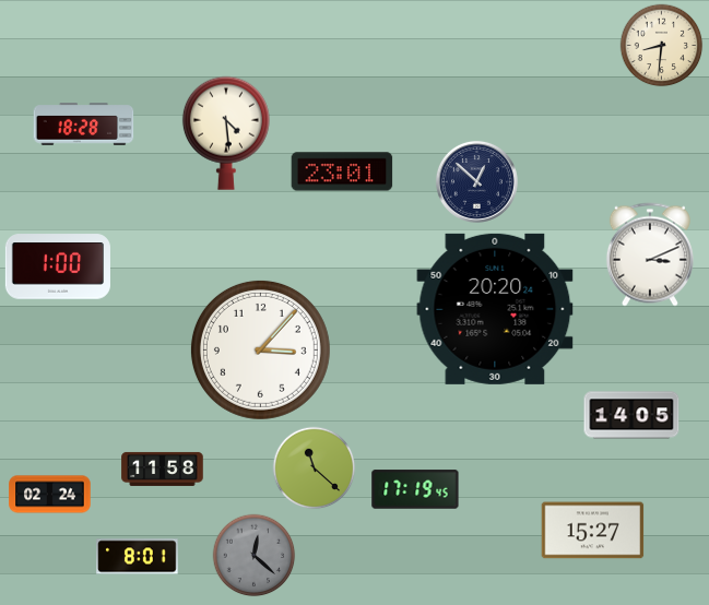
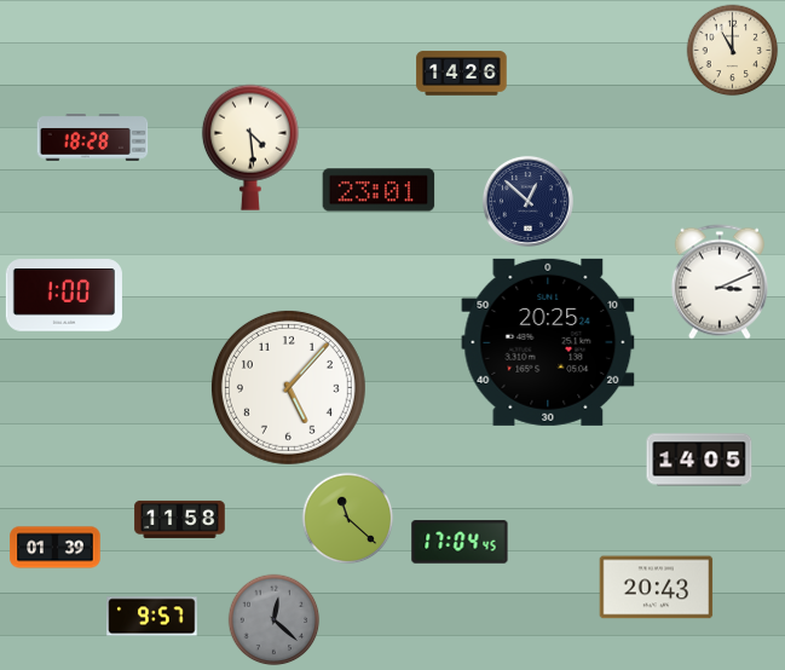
clock at (662, 46): 8:31 -> 11:00
clock at (462, 74): none -> 14:26
clock at (495, 309): 20:20 -> 20:25
clock at (260, 349): 3:07 -> 5:07
clock at (415, 489): 17:19 -> 17:04
clock at (50, 495): 02:24 -> 01:39
clock at (593, 531): 15:27 -> 20:43
clock at (255, 556) position: (255, 556) -> (275, 620)
clock at (138, 557): 8:01 -> 9:57
